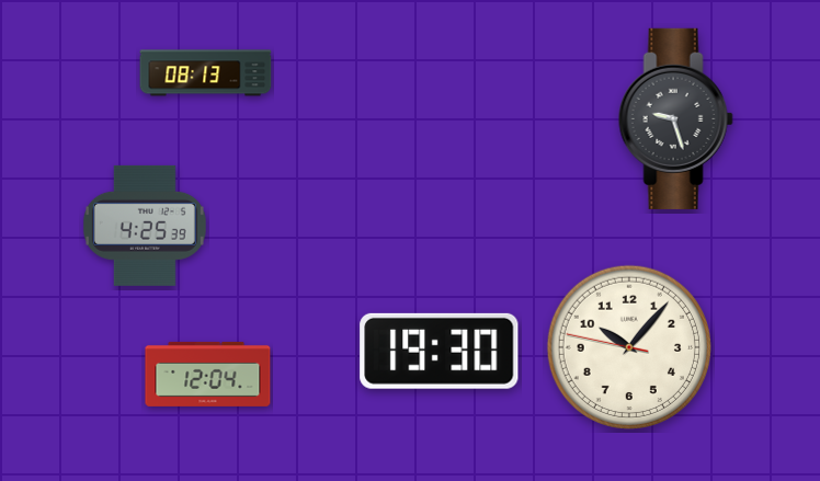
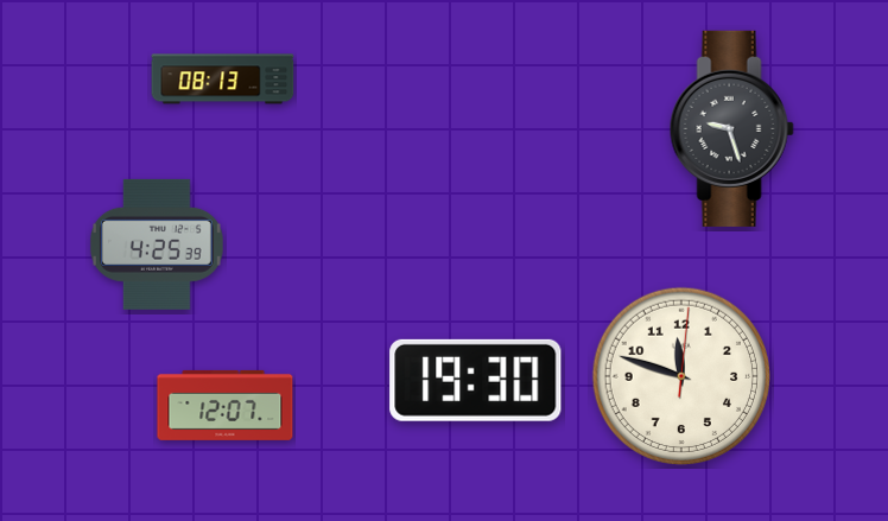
clock at (628, 346): 10:06 -> 11:48
clock at (208, 374): 12:04 -> 12:07
